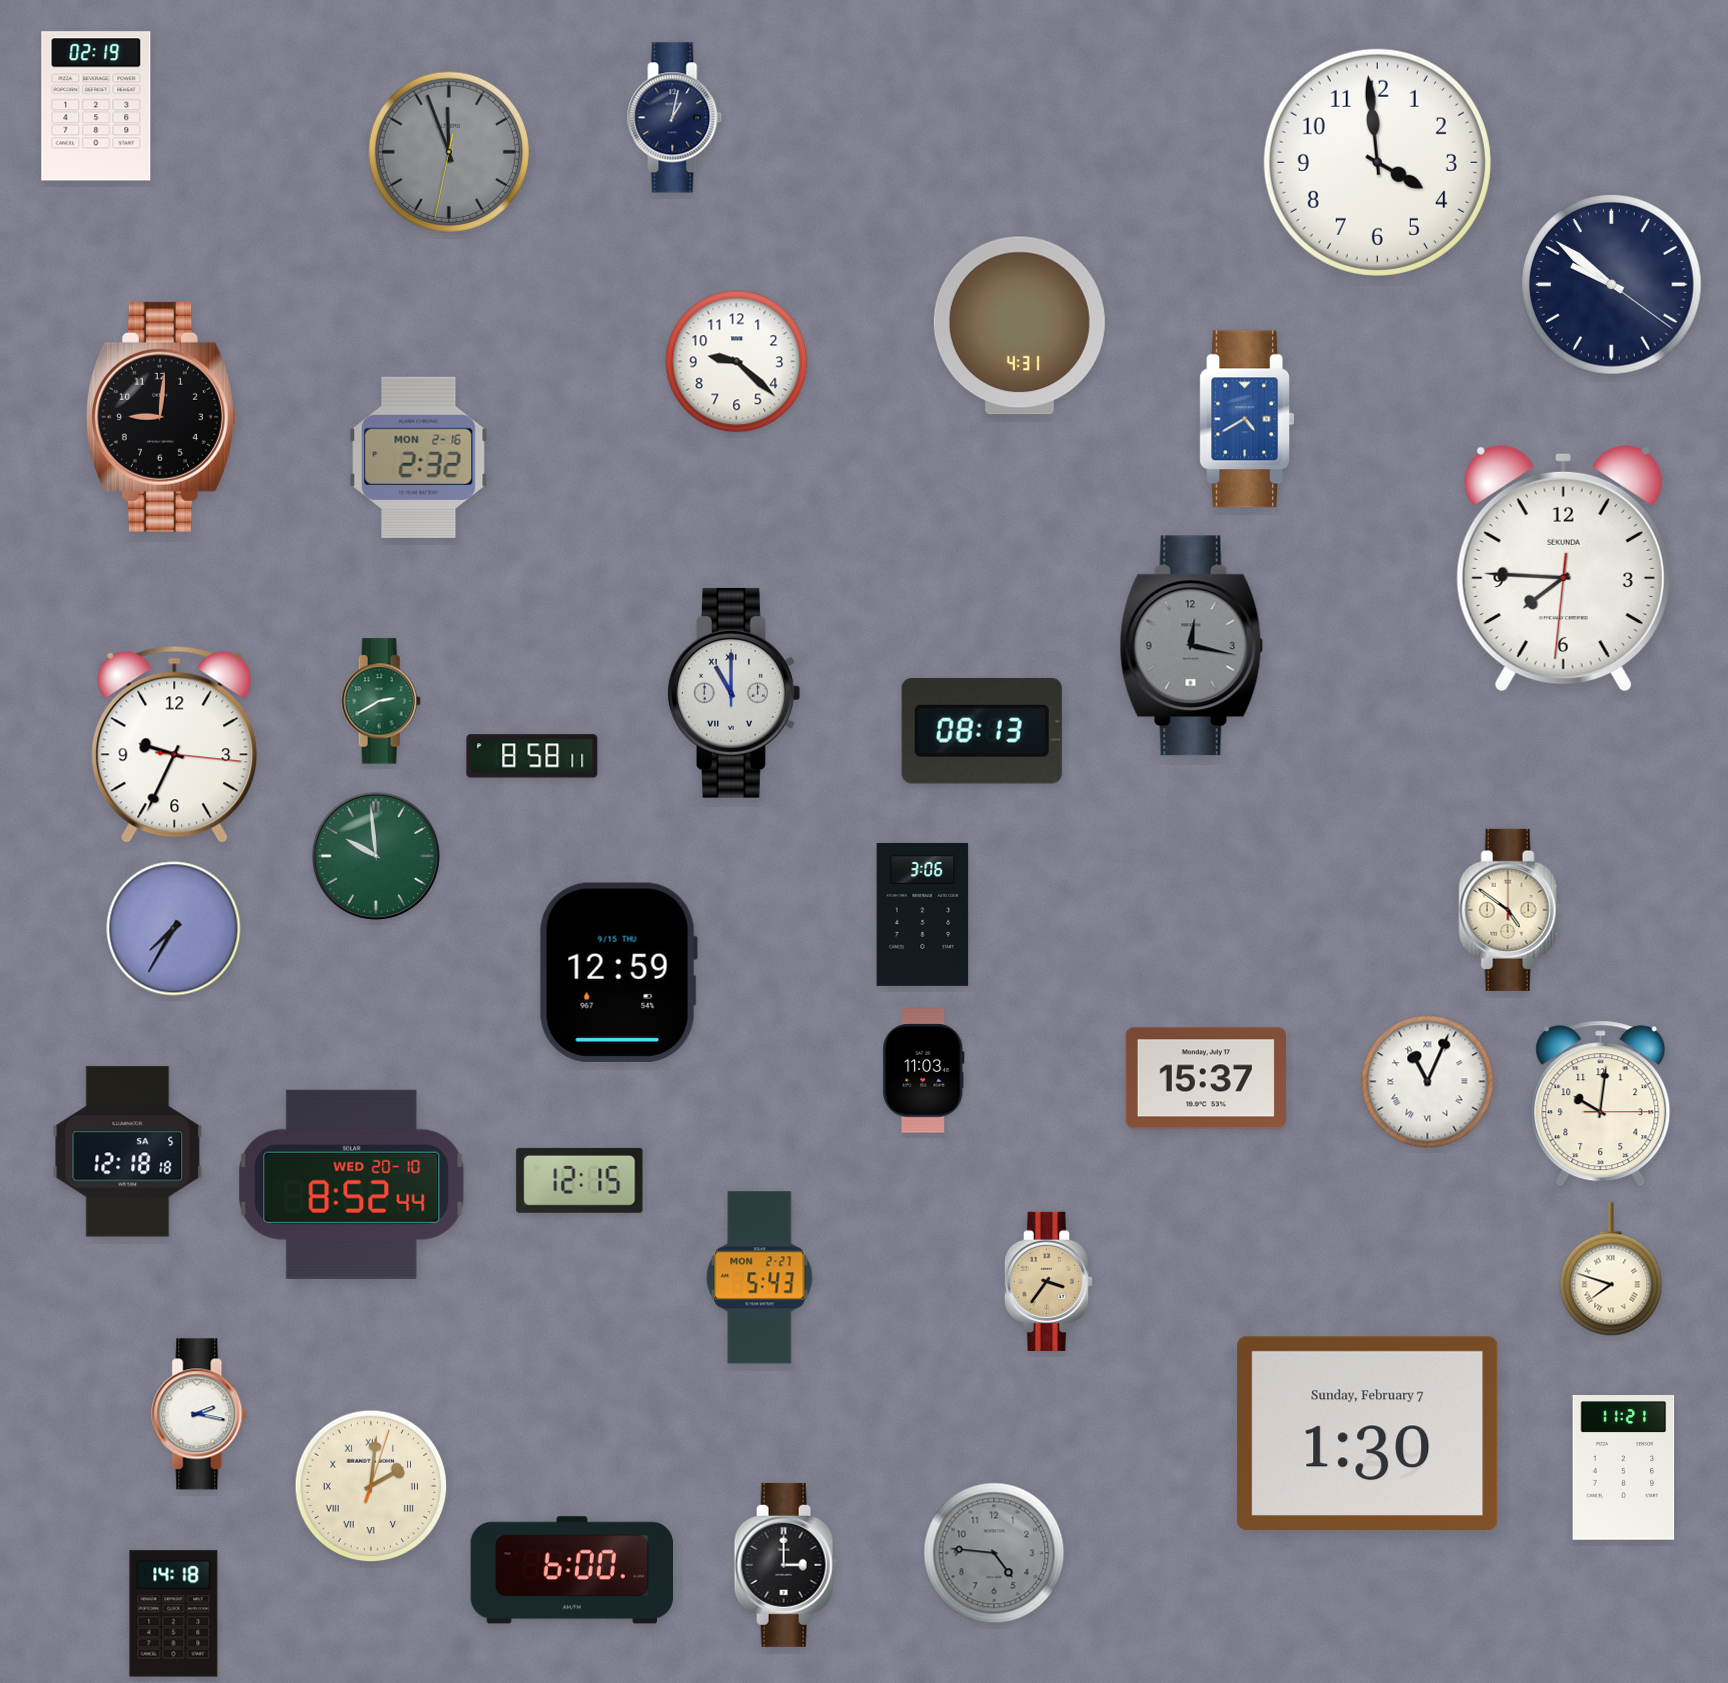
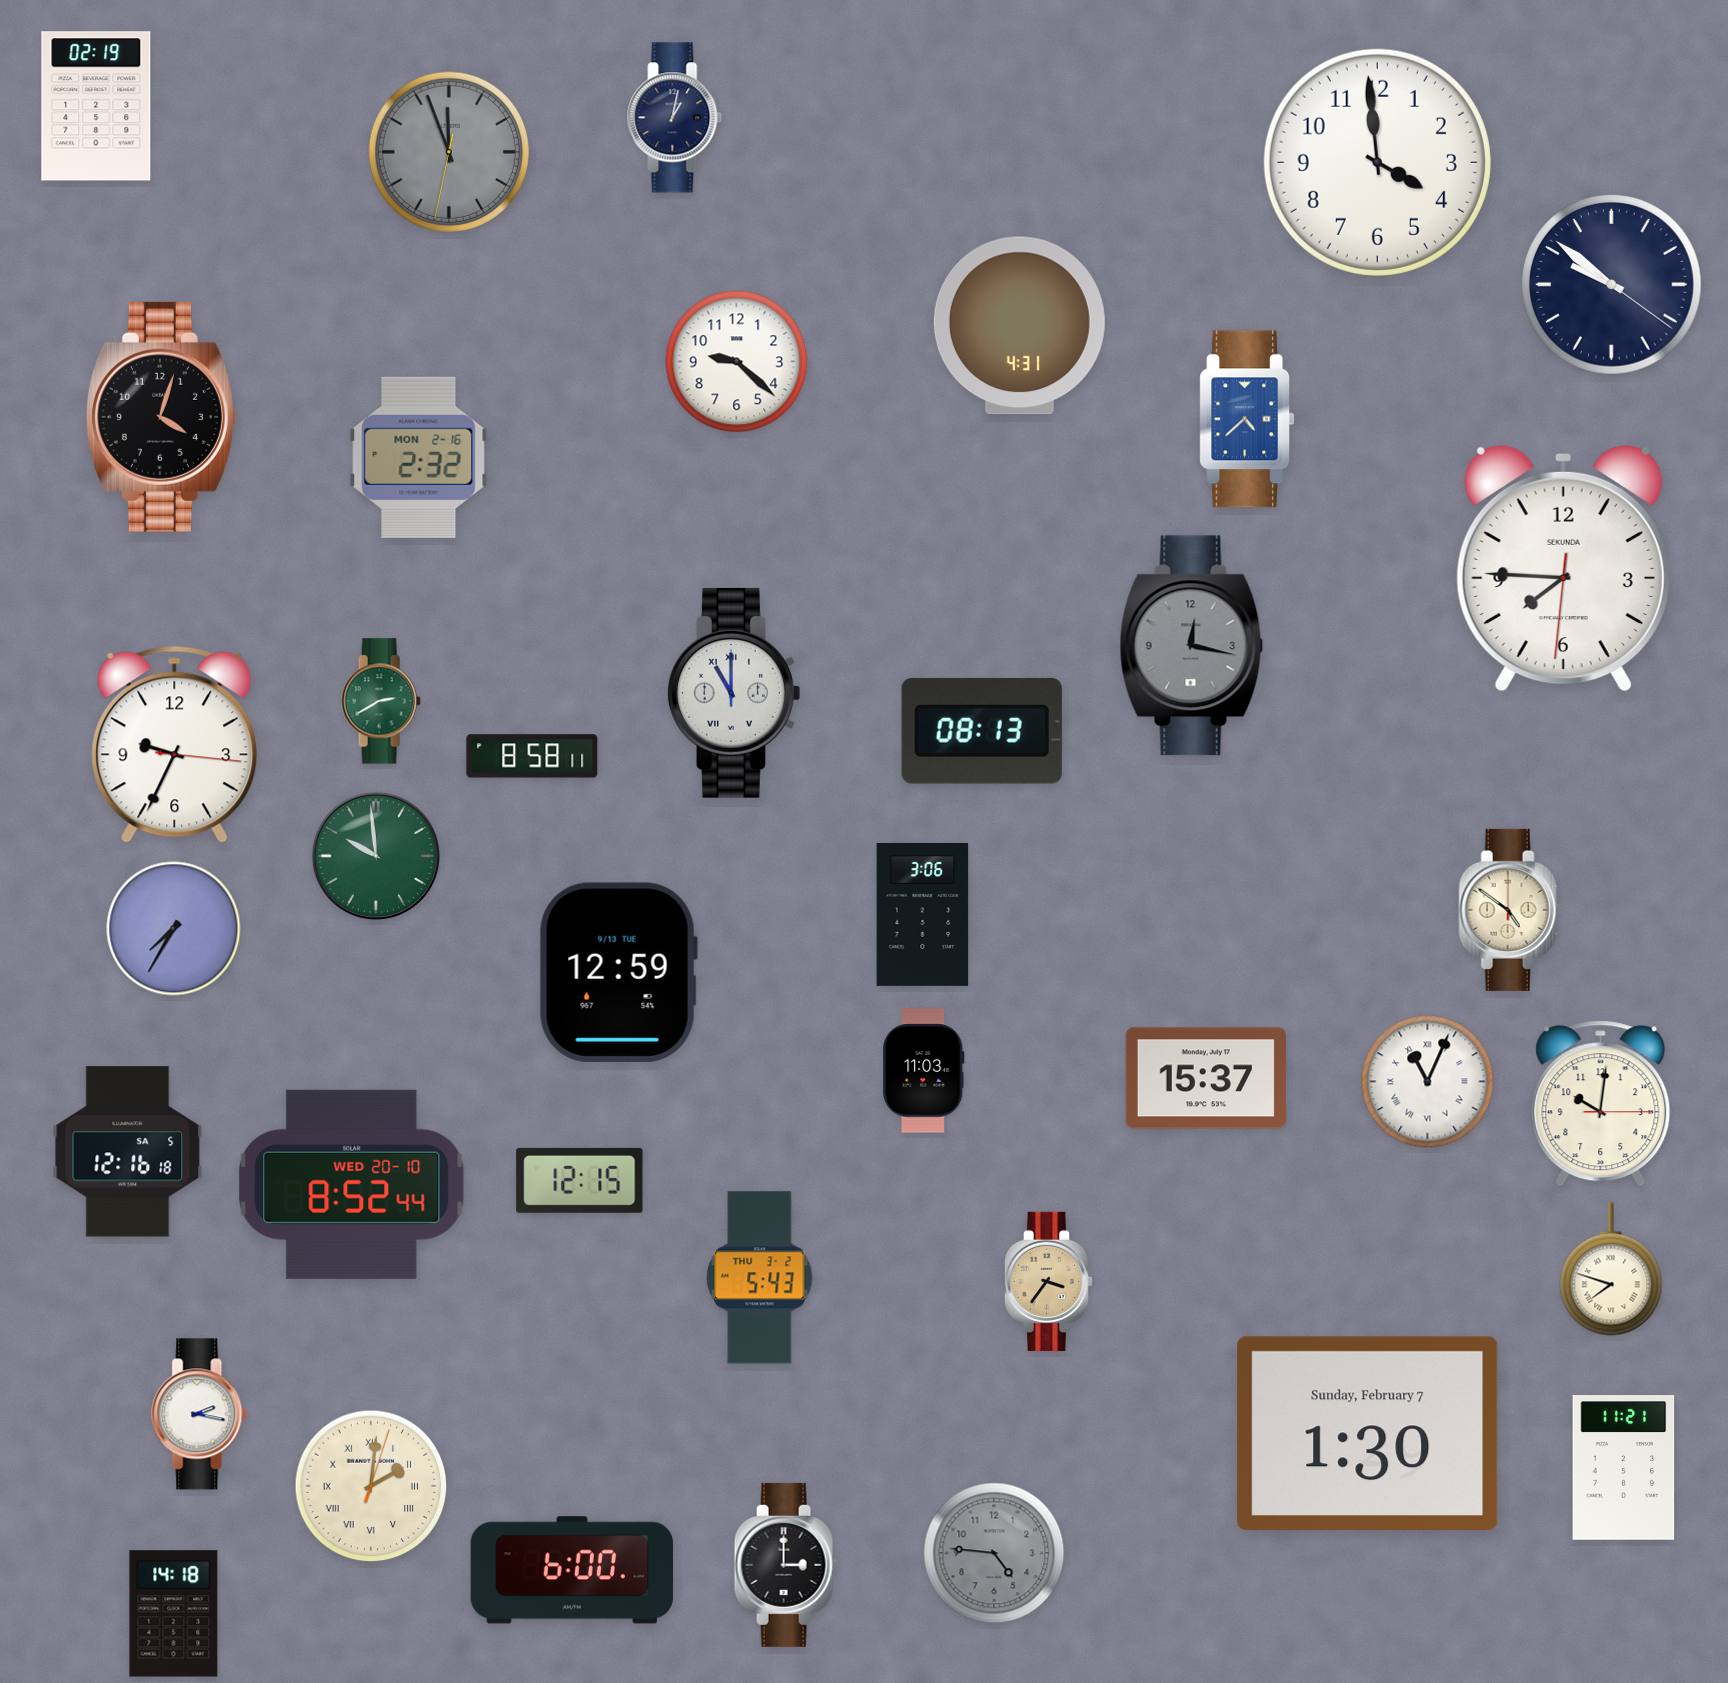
clock at (161, 417): 9:01 -> 4:03
clock at (1246, 419): 4:40 -> 4:38
clock at (618, 972) date: 9/15 THU -> 9/13 TUE
clock at (128, 1152): 12:18 -> 12:16
clock at (760, 1278) date: MON 2-27 -> THU 3-2
